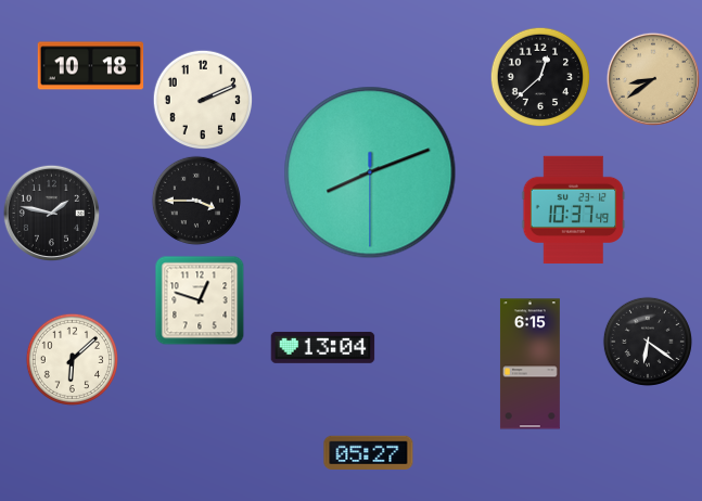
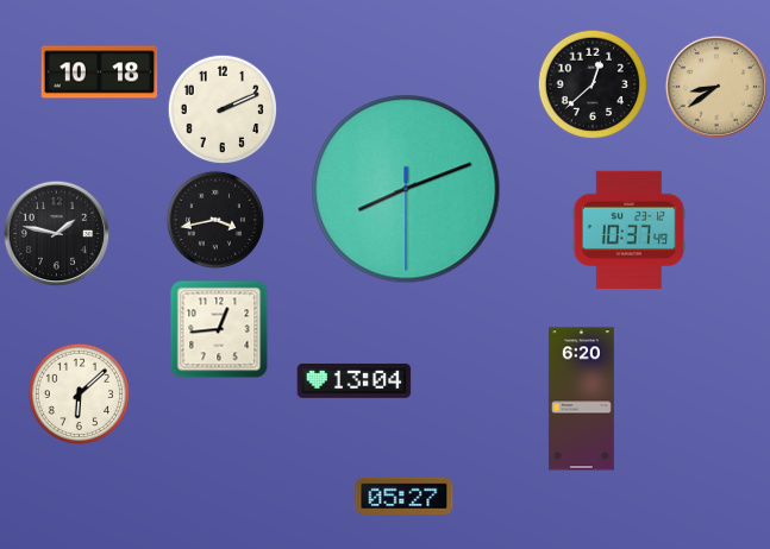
clock at (196, 201): 3:45 -> 3:43
clock at (200, 300): 12:48 -> 12:44
clock at (648, 342): 6:21 -> none
clock at (529, 364): 6:15 -> 6:20
